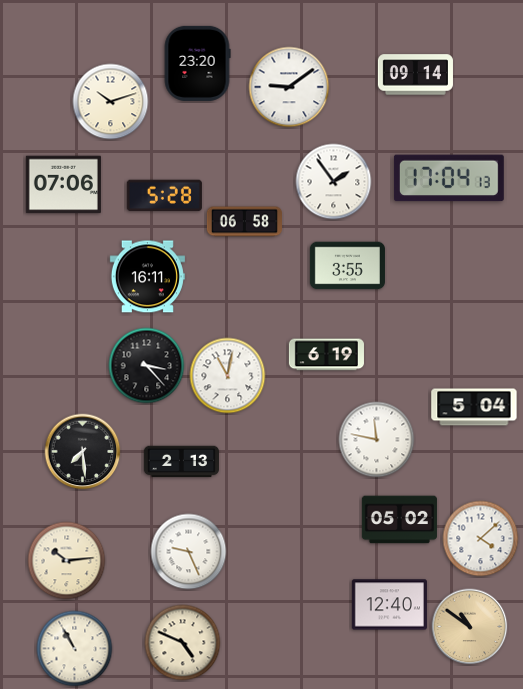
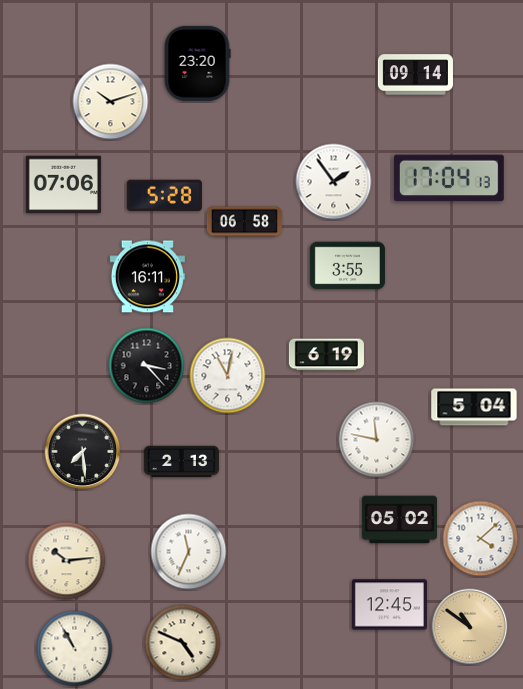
clock at (289, 87): 9:09 -> none
clock at (189, 552): 9:26 -> 11:34
clock at (389, 605): 12:40 -> 12:45
